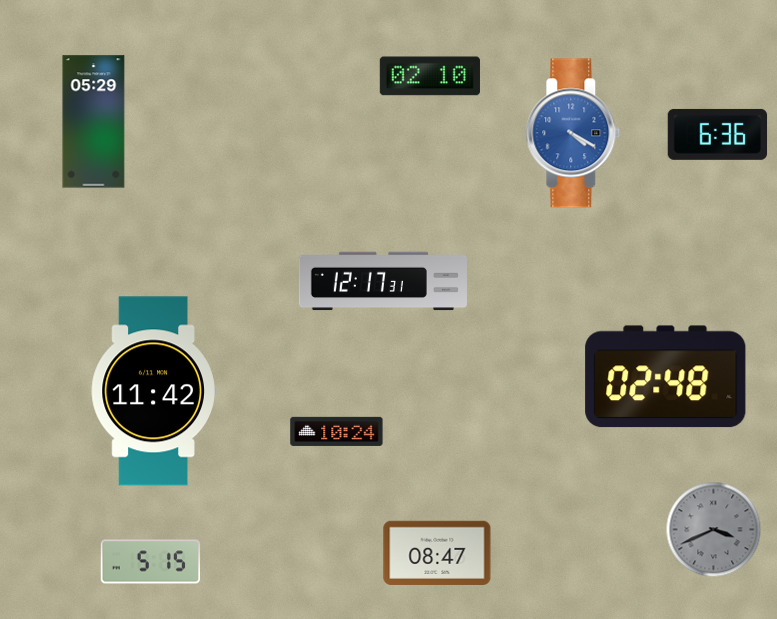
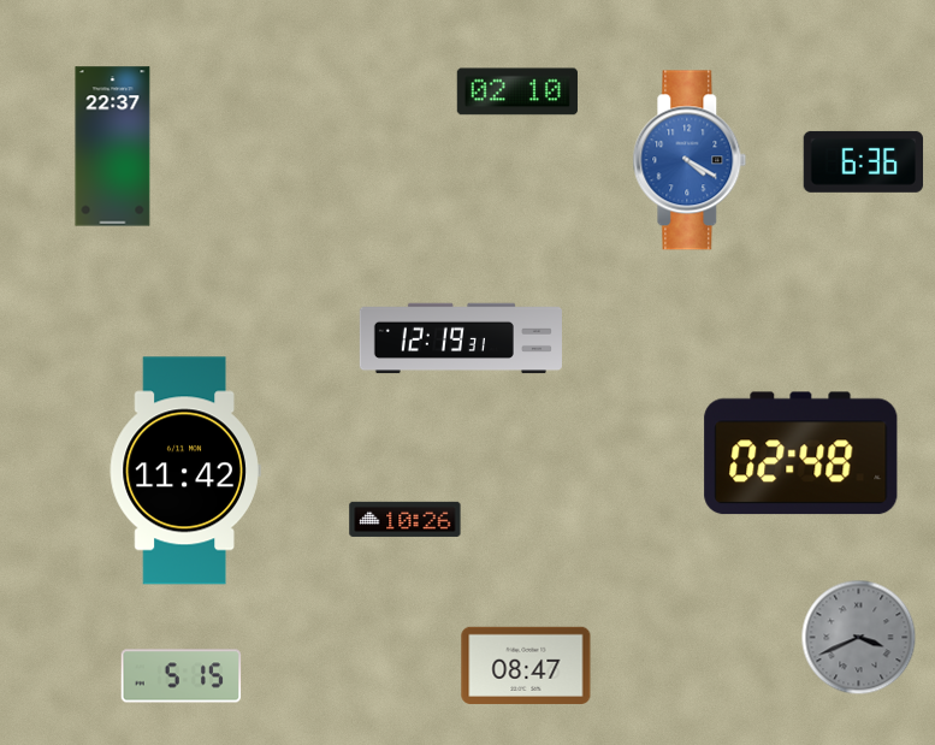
clock at (94, 122): 05:29 -> 22:37
clock at (383, 281): 12:17 -> 12:19
clock at (337, 431): 10:24 -> 10:26
